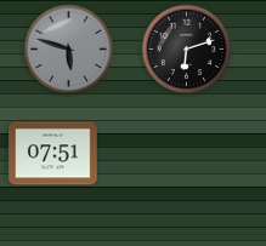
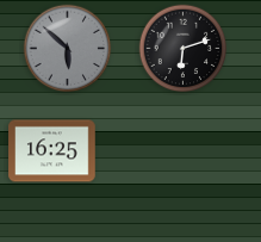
clock at (69, 50): 5:48 -> 5:52
clock at (53, 154): 07:51 -> 16:25
